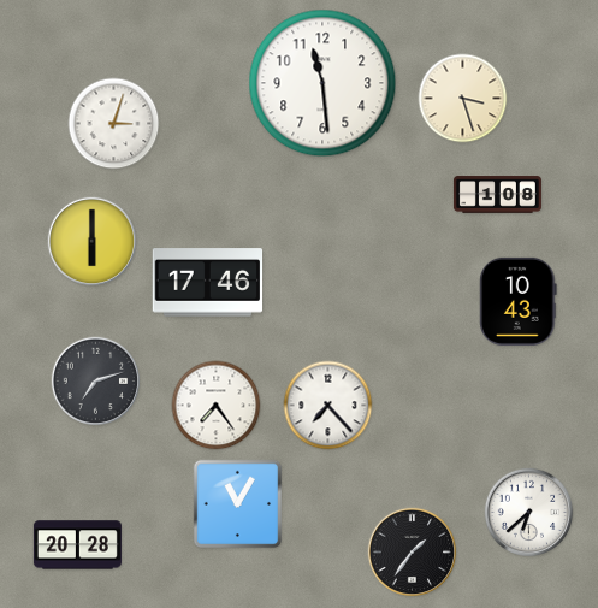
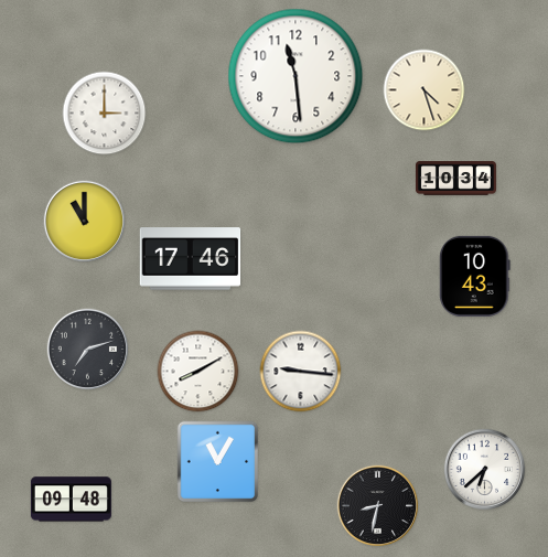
clock at (463, 99): 3:27 -> 4:27
clock at (114, 124): 3:03 -> 3:00
clock at (497, 195): 1:08 -> 10:34
clock at (93, 242): 6:00 -> 11:00
clock at (217, 406): 7:24 -> 8:10
clock at (328, 406): 7:23 -> 9:16
clock at (77, 545): 20:28 -> 09:48
clock at (413, 553): 1:36 -> 8:32
